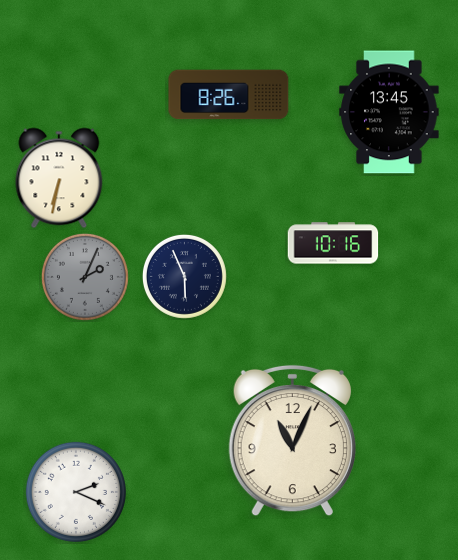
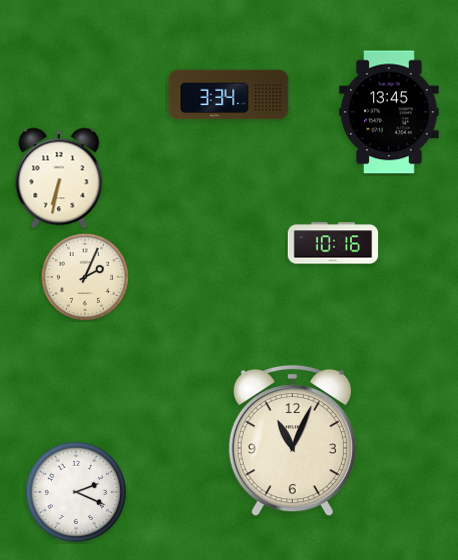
clock at (229, 95): 8:26 -> 3:34
clock at (184, 276): 5:56 -> none
clock at (85, 277) dial: grey -> cream
